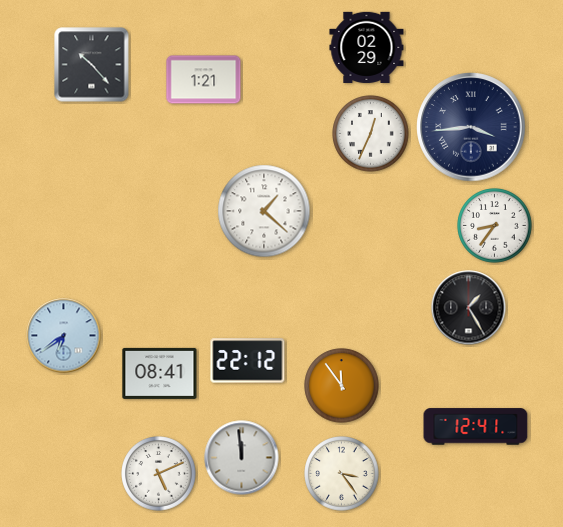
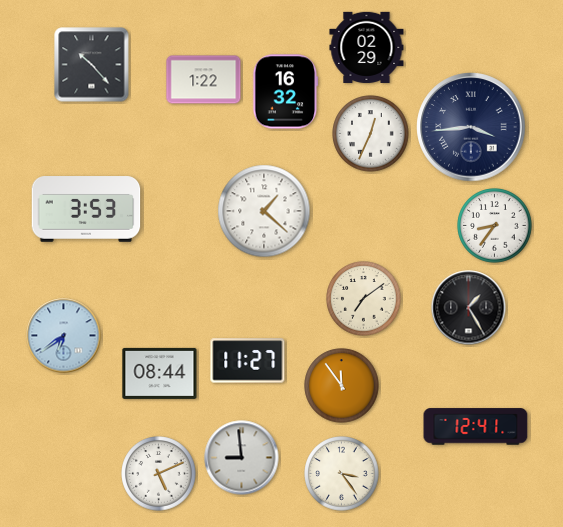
clock at (204, 80): 1:21 -> 1:22
clock at (286, 92): none -> 16:32
clock at (86, 209): none -> 3:53
clock at (364, 299): none -> 7:09
clock at (248, 361): 22:12 -> 11:27
clock at (160, 373): 08:41 -> 08:44
clock at (242, 458): 11:59 -> 8:59
